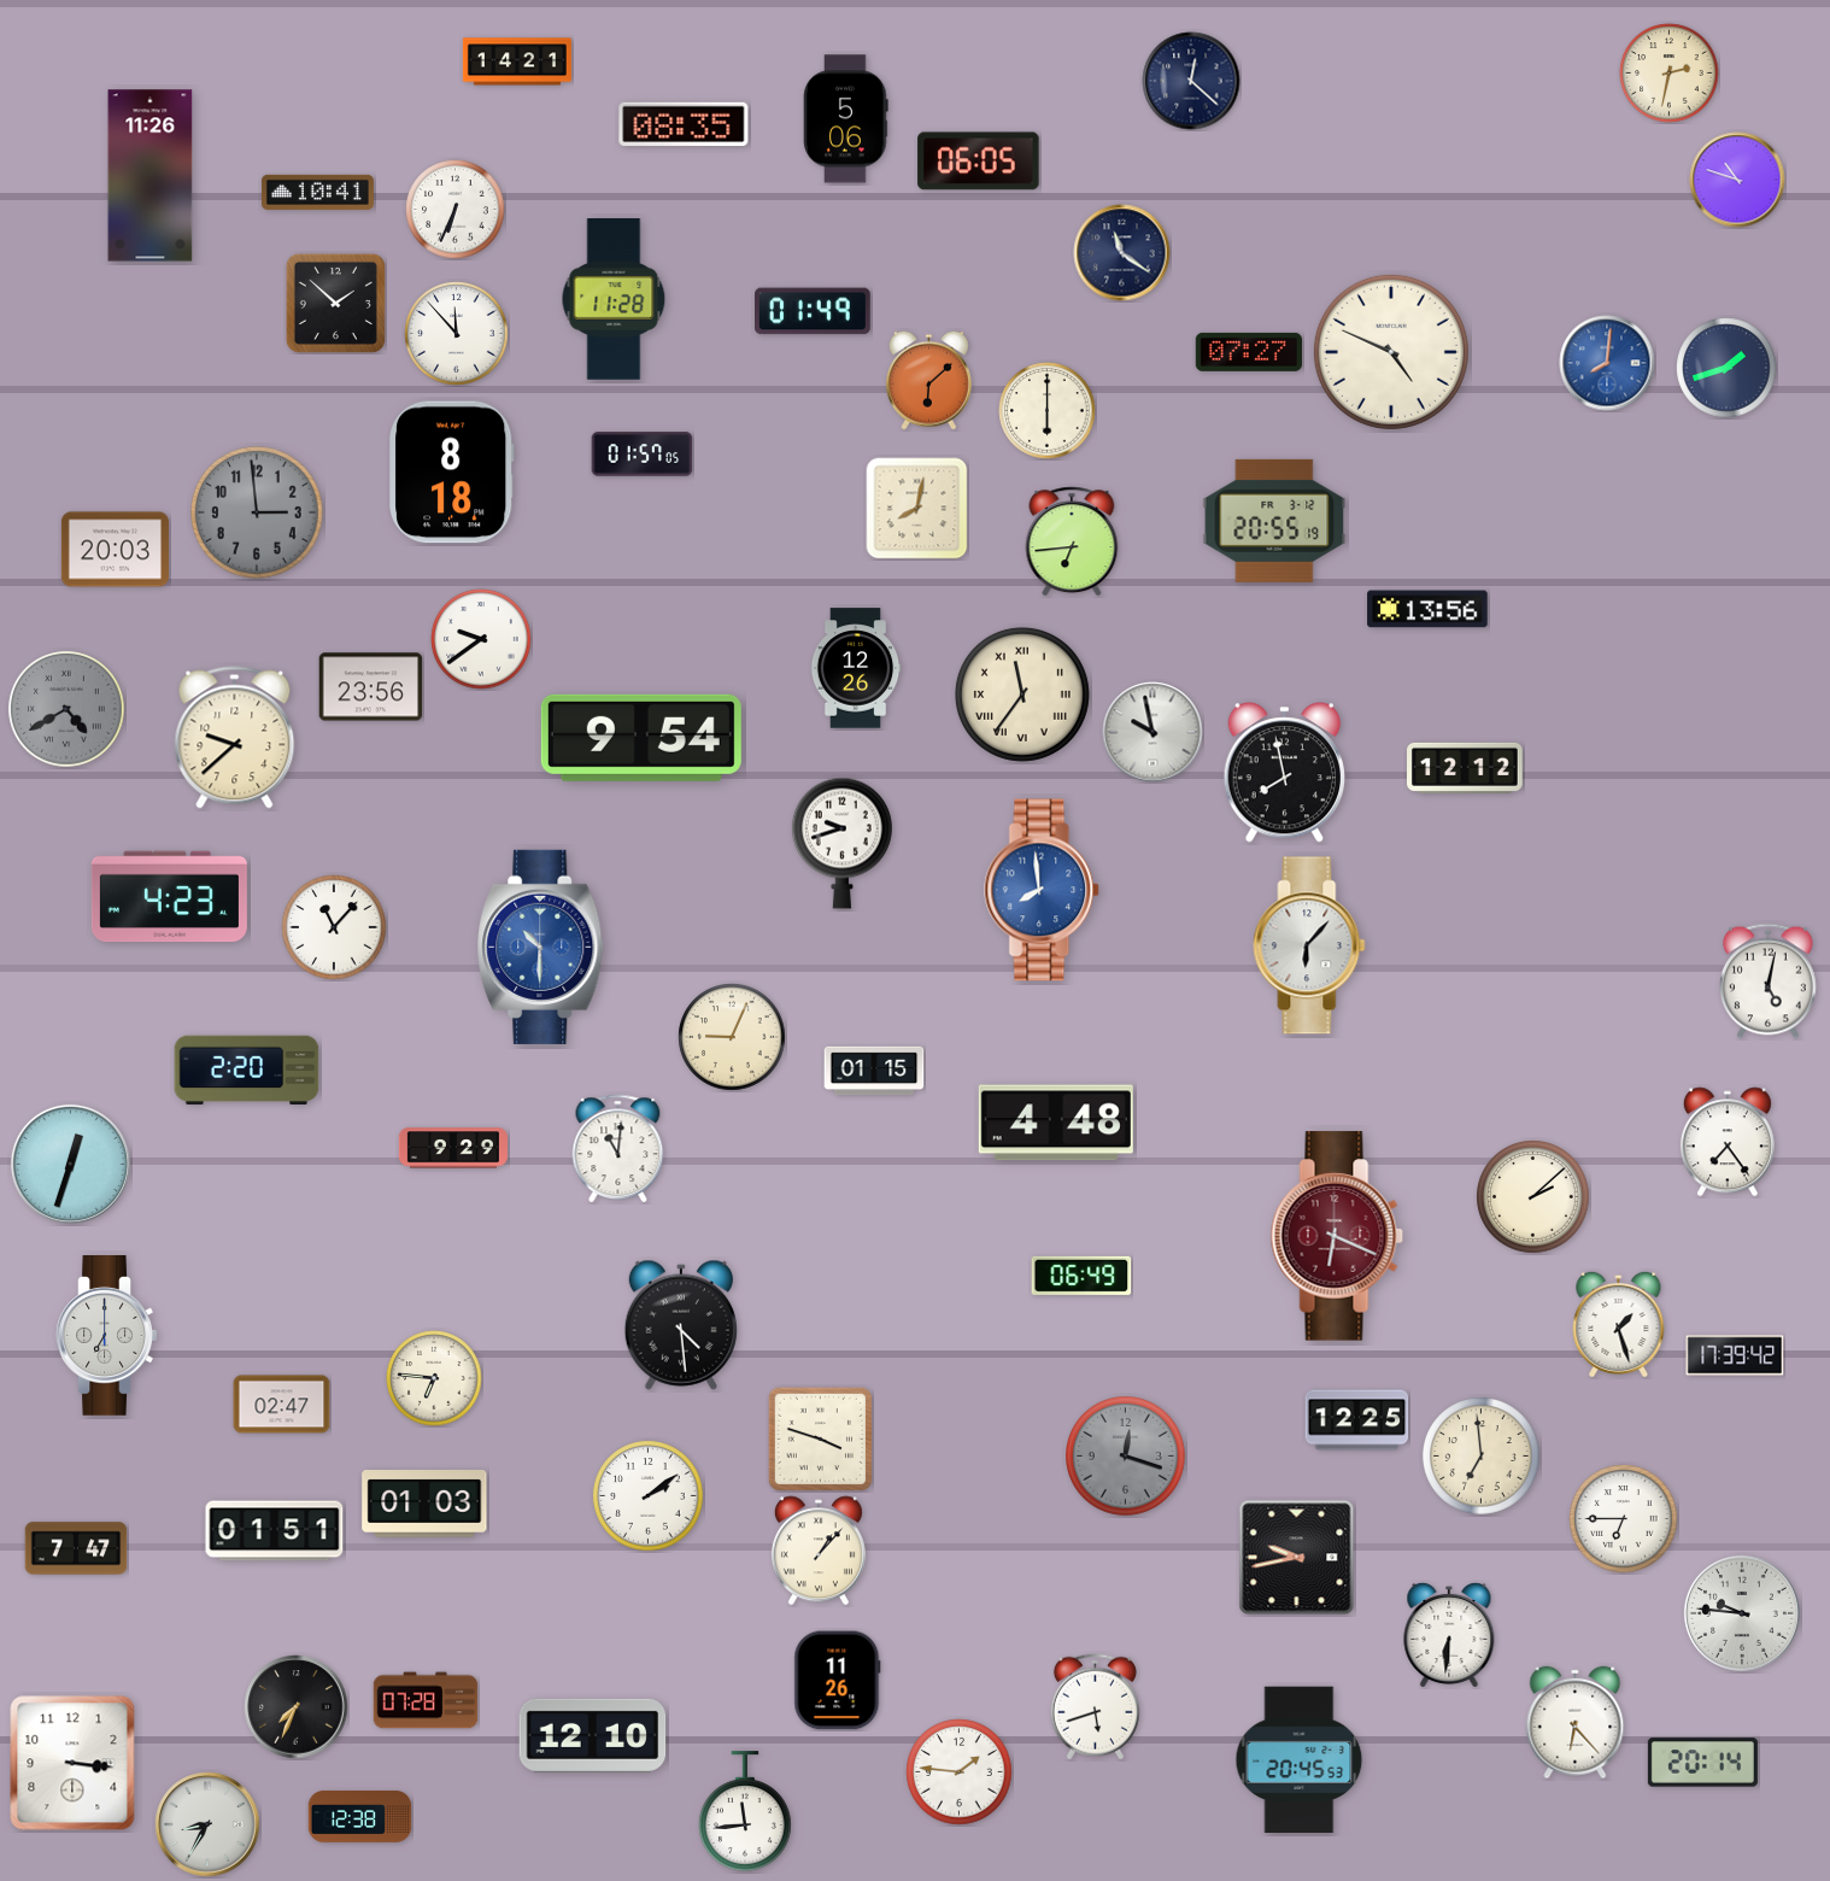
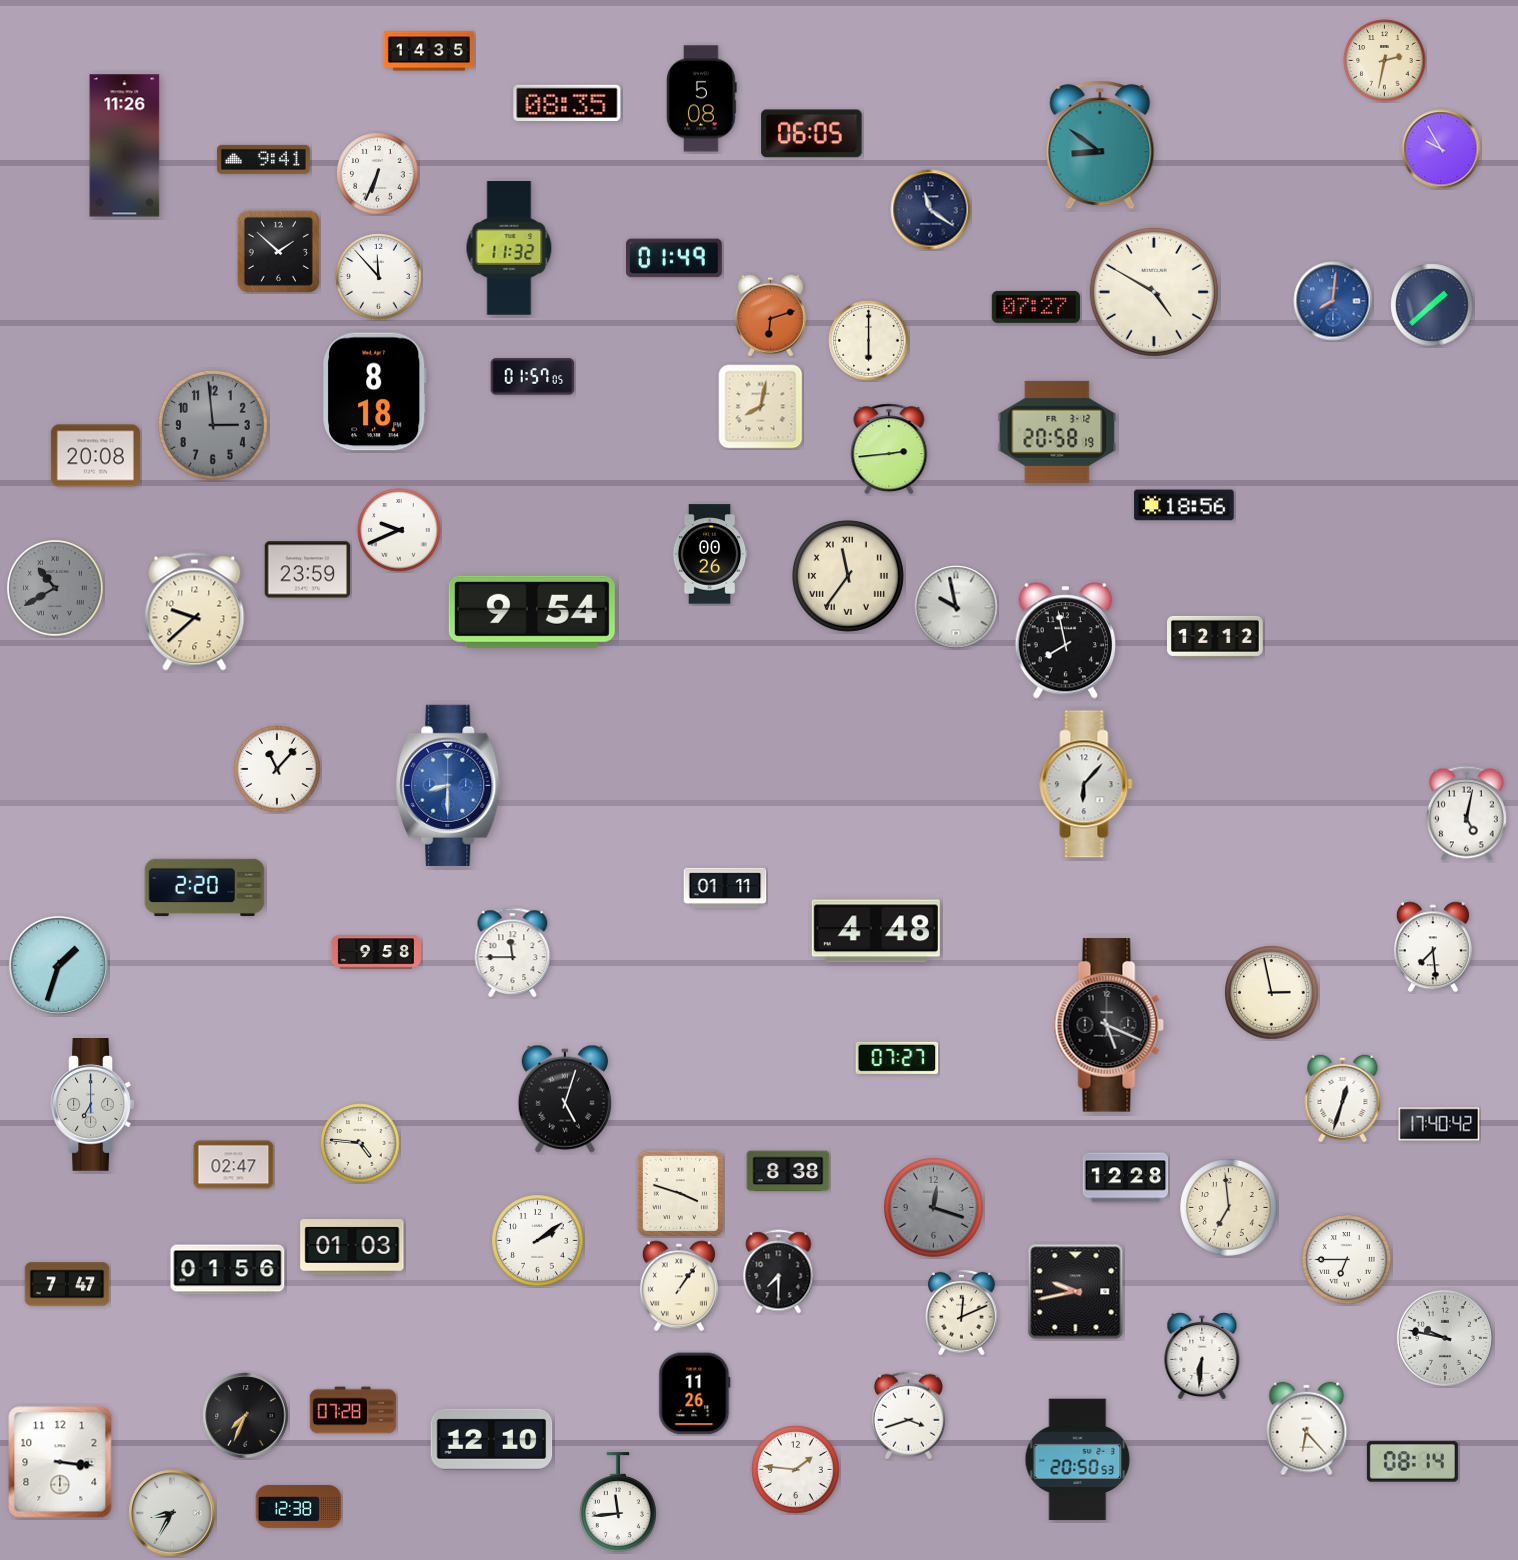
clock at (517, 61): 14:21 -> 14:35
clock at (1191, 81): 12:22 -> none
clock at (846, 119): 5:06 -> 5:08
clock at (1100, 145): none -> 8:51
clock at (1737, 180): 10:48 -> 9:55
clock at (317, 192): 10:41 -> 9:41
clock at (614, 299): 11:28 -> 11:32
clock at (1248, 352) position: (1248, 352) -> (1035, 307)
clock at (1391, 352): 4:49 -> 4:50
clock at (1726, 368): 1:42 -> 1:38
clock at (928, 380): 6:08 -> 6:12
clock at (917, 509) position: (917, 509) -> (761, 407)
clock at (1274, 521): 20:55 -> 20:58
clock at (1072, 541): 6:44 -> 2:44
clock at (115, 550): 20:03 -> 20:08
clock at (1427, 609): 13:56 -> 18:56
clock at (481, 639): 9:39 -> 9:41
clock at (856, 668): 12:26 -> 00:26
clock at (371, 687): 23:56 -> 23:59
clock at (66, 709): 4:40 -> 10:40
clock at (841, 843): 9:42 -> none
clock at (1043, 890): 7:59 -> none
clock at (169, 897): 4:23 -> none
clock at (541, 947): 10:30 -> 8:30
clock at (732, 1037): 9:04 -> none
clock at (874, 1071): 01:15 -> 01:11
clock at (1728, 1142): 7:24 -> 7:29
clock at (453, 1148): 9:29 -> 9:58
clock at (618, 1148): 11:01 -> 11:45
clock at (70, 1164): 12:33 -> 1:33
clock at (1533, 1197): 2:08 -> 2:58
clock at (1337, 1236): 6:19 -> 5:19
clock at (1337, 1236) dial: burgundy -> black
clock at (1081, 1276): 06:49 -> 07:27
clock at (1619, 1324): 1:27 -> 12:33
clock at (681, 1325): 4:29 -> 5:03
clock at (107, 1336) position: (107, 1336) -> (93, 1105)
clock at (1735, 1355): 17:39 -> 17:40
clock at (434, 1378): 6:46 -> 4:46
clock at (788, 1171): none -> 8:38
clock at (1357, 1420): 12:25 -> 12:28
clock at (275, 1531): 01:51 -> 01:56
clock at (779, 1272): none -> 7:30
clock at (76, 1548) position: (76, 1548) -> (67, 1284)
clock at (819, 1551): 1:07 -> 1:06
clock at (962, 1312): none -> 12:11
clock at (1742, 1613): 9:46 -> 9:47
clock at (1095, 1707): 5:42 -> 3:42
clock at (1300, 1760): 20:45 -> 20:50
clock at (1702, 1763): 20:14 -> 08:14
